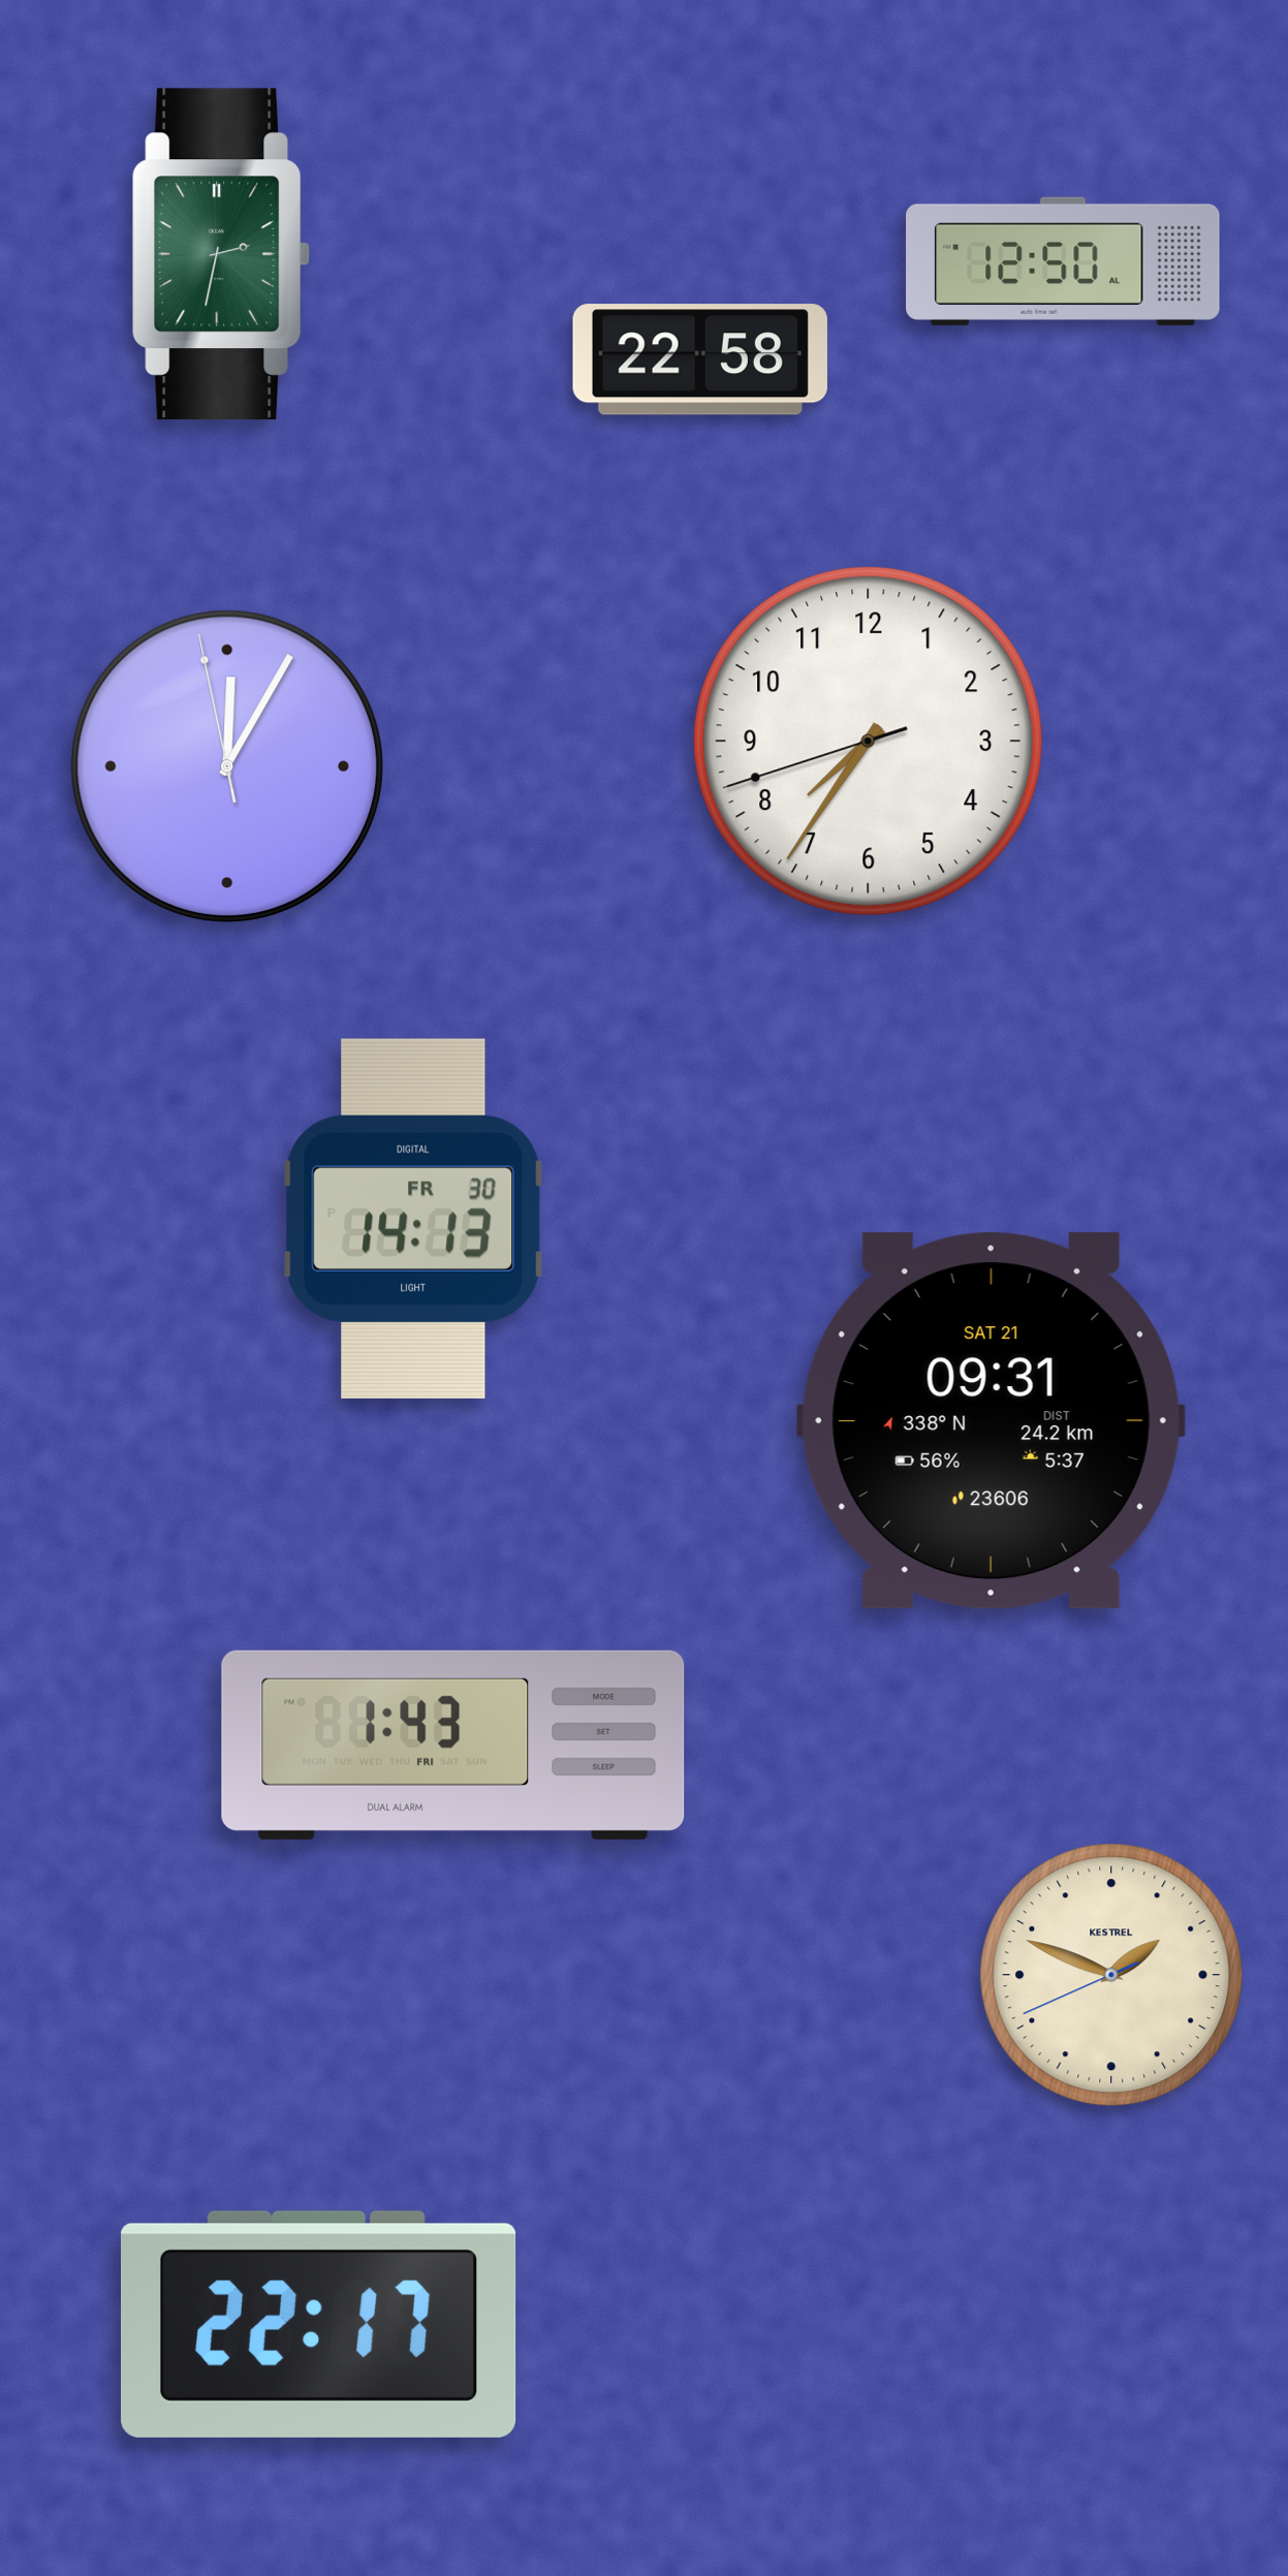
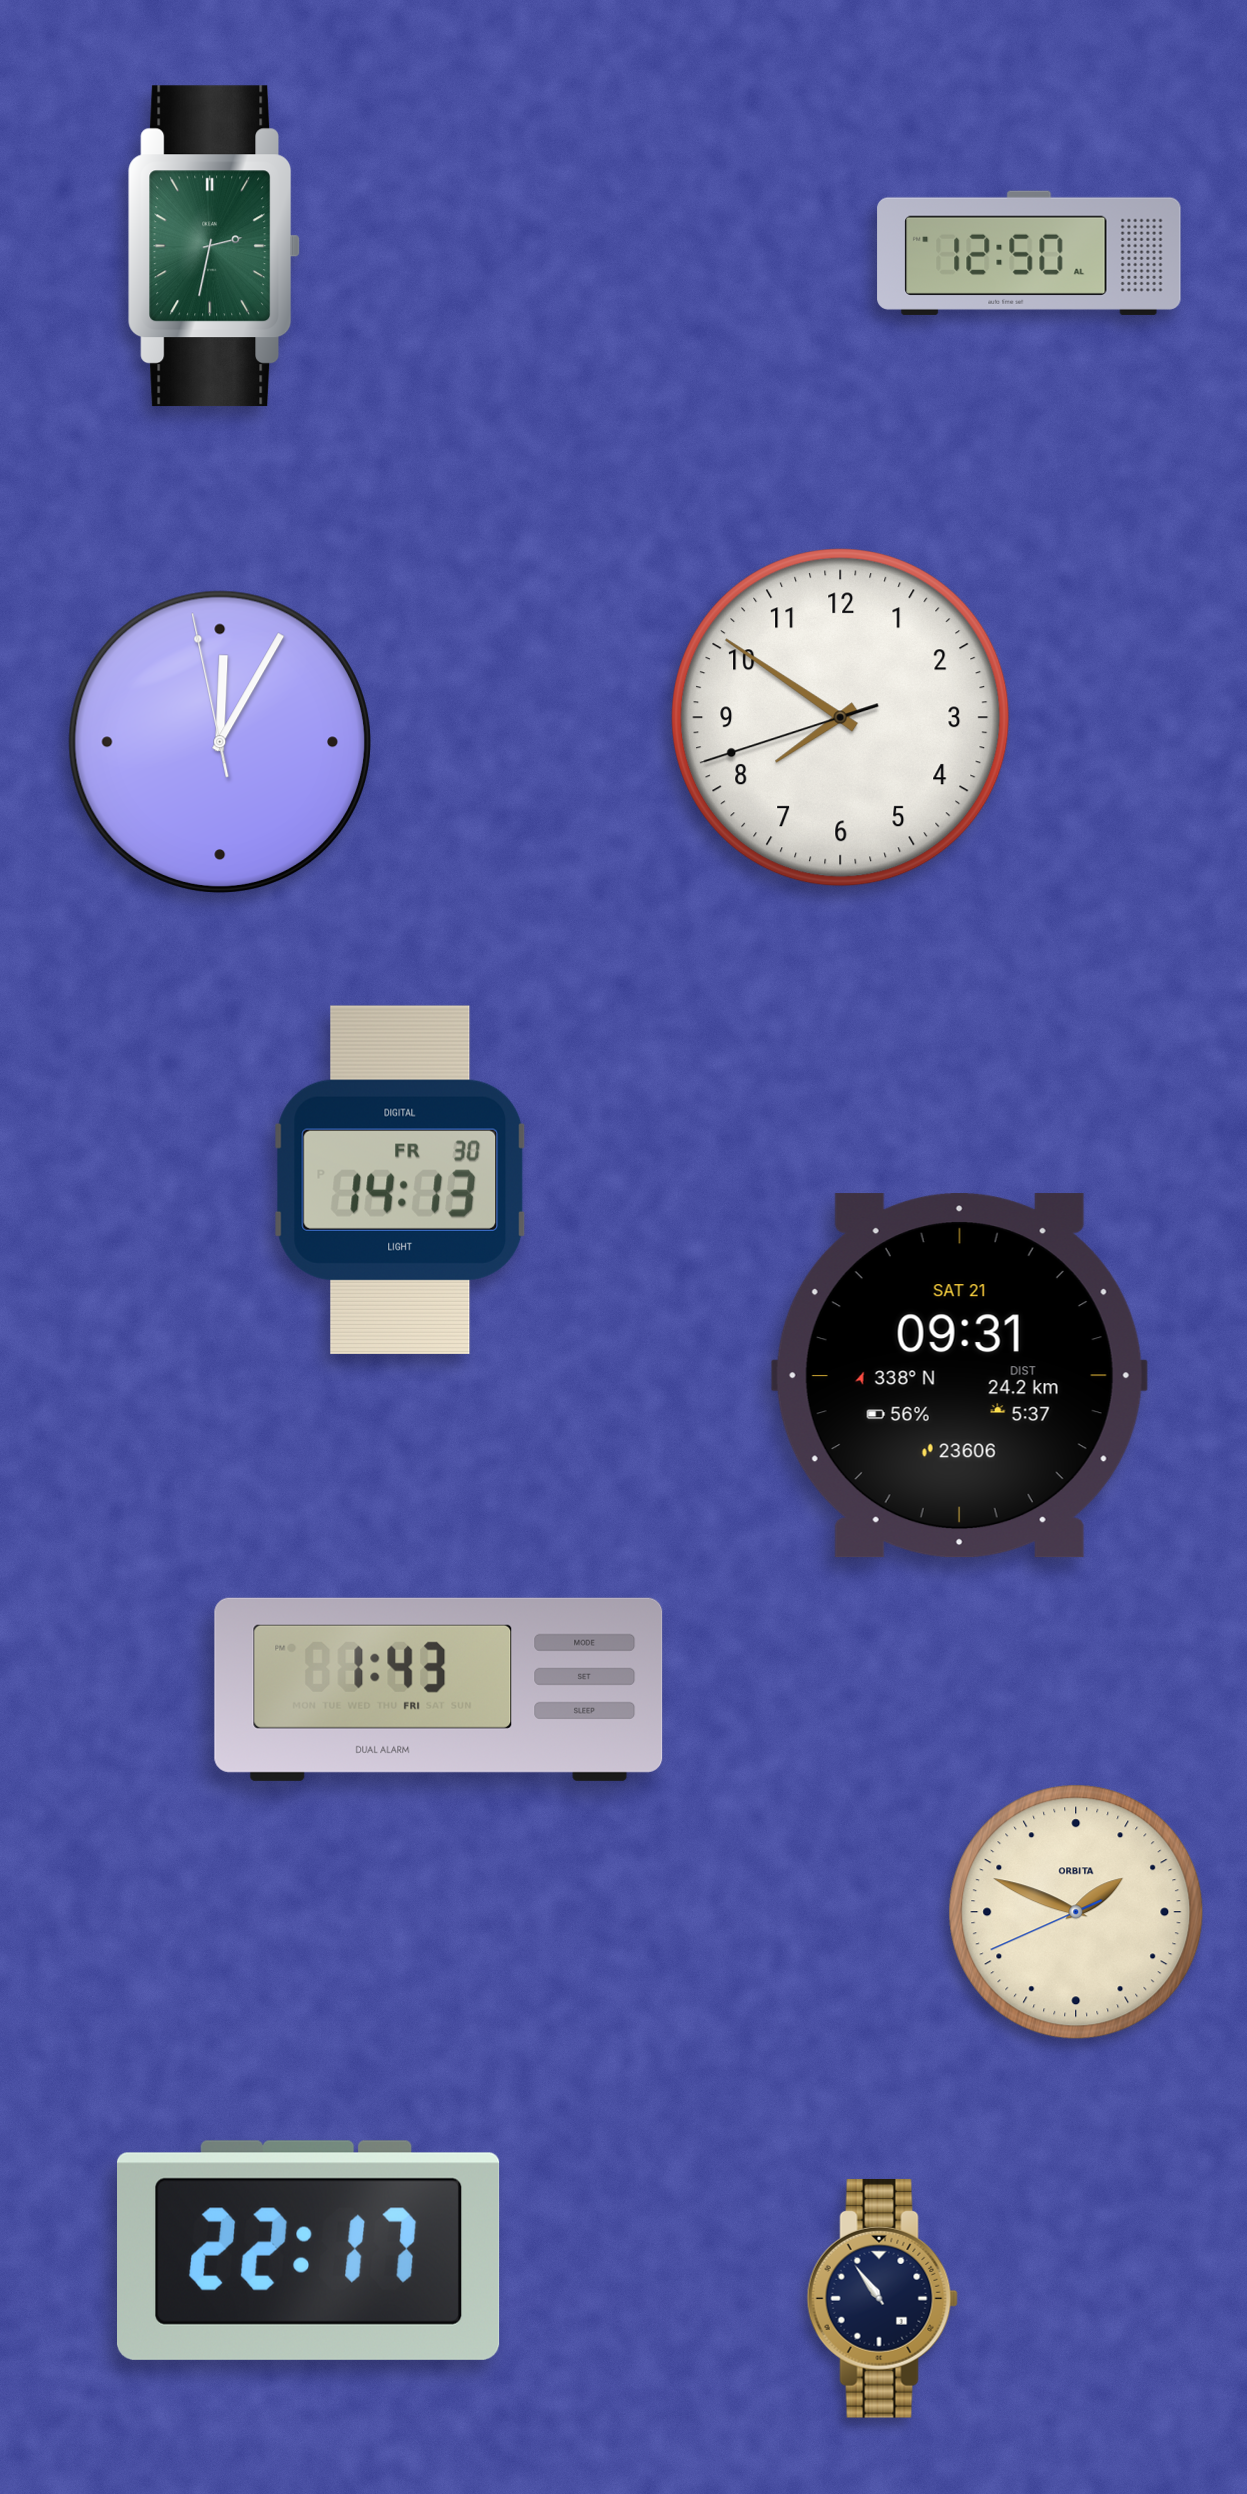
clock at (700, 359): 22:58 -> none
clock at (869, 742): 7:35 -> 7:50
clock at (1111, 1975) brand: KESTREL -> ORBITA
clock at (882, 2298): none -> 10:54
